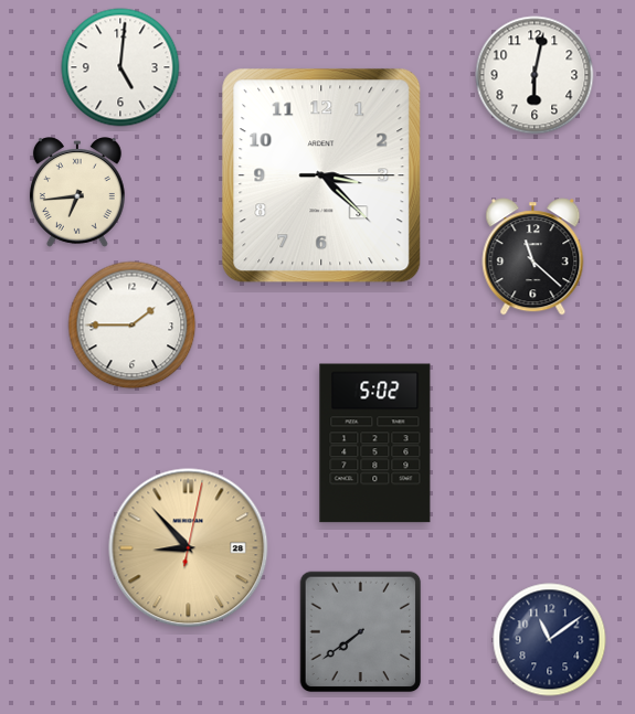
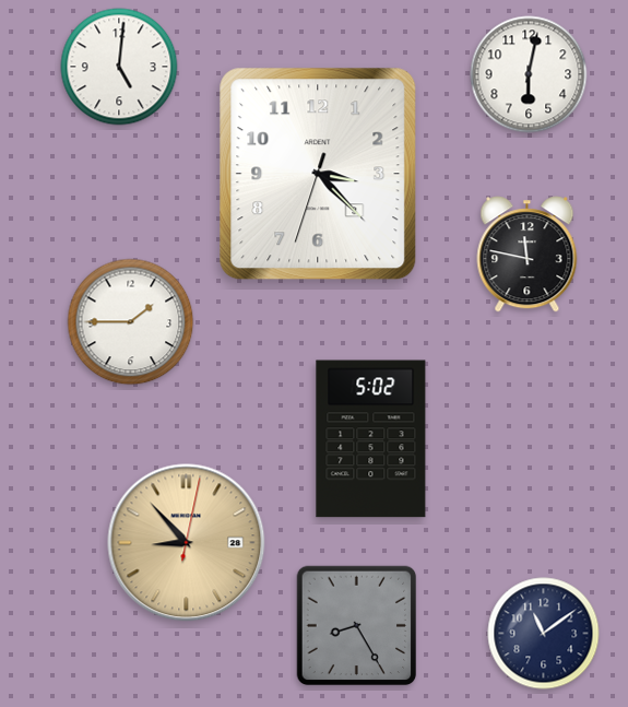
clock at (321, 175): 3:22:15 -> 3:22:33
clock at (77, 192): 6:44 -> none
clock at (533, 257): 11:22 -> 11:47
clock at (361, 632): 7:39 -> 8:25
